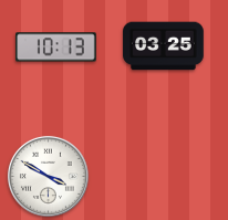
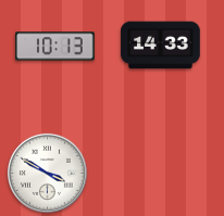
clock at (164, 46): 03:25 -> 14:33
